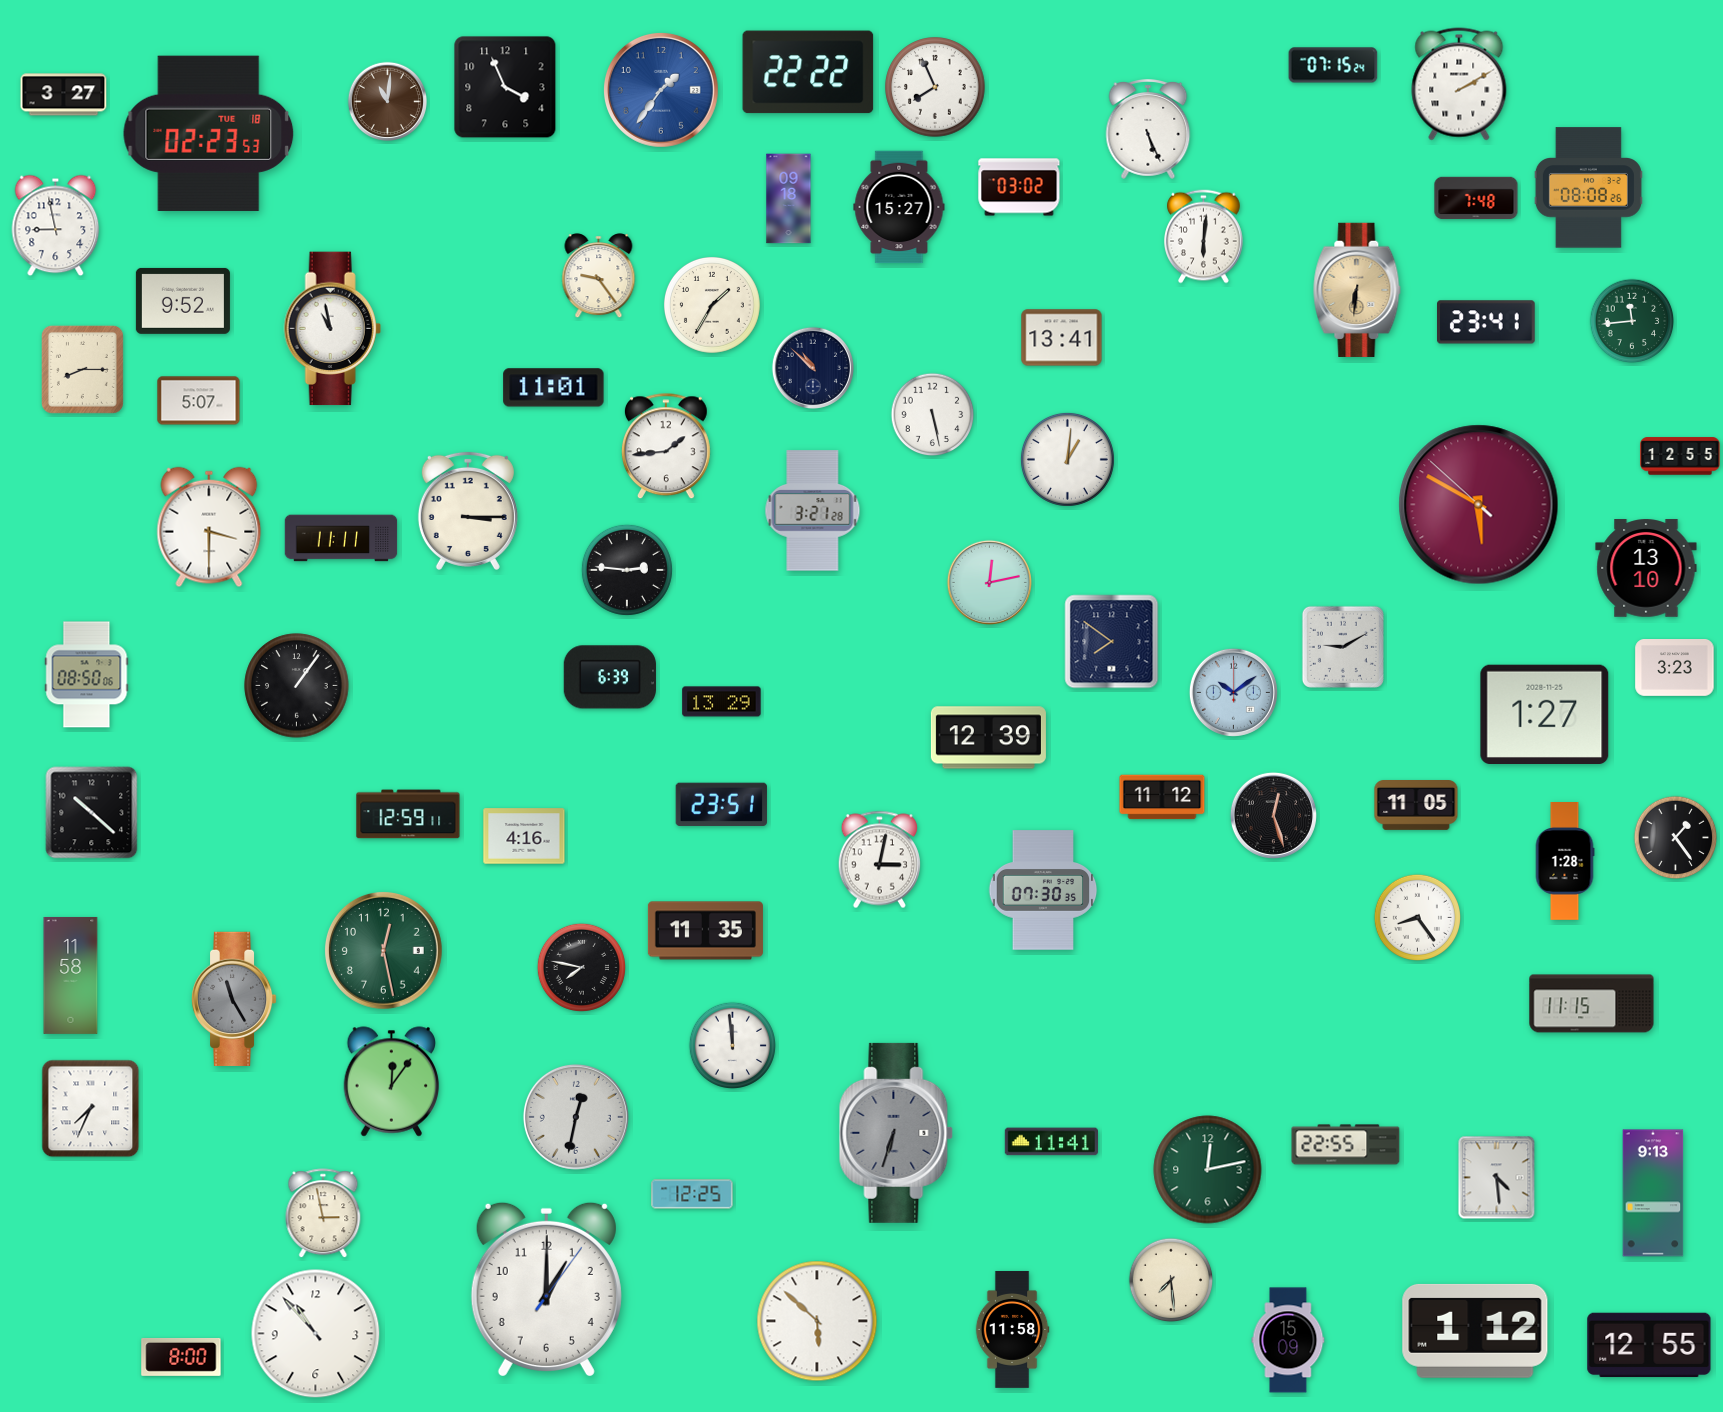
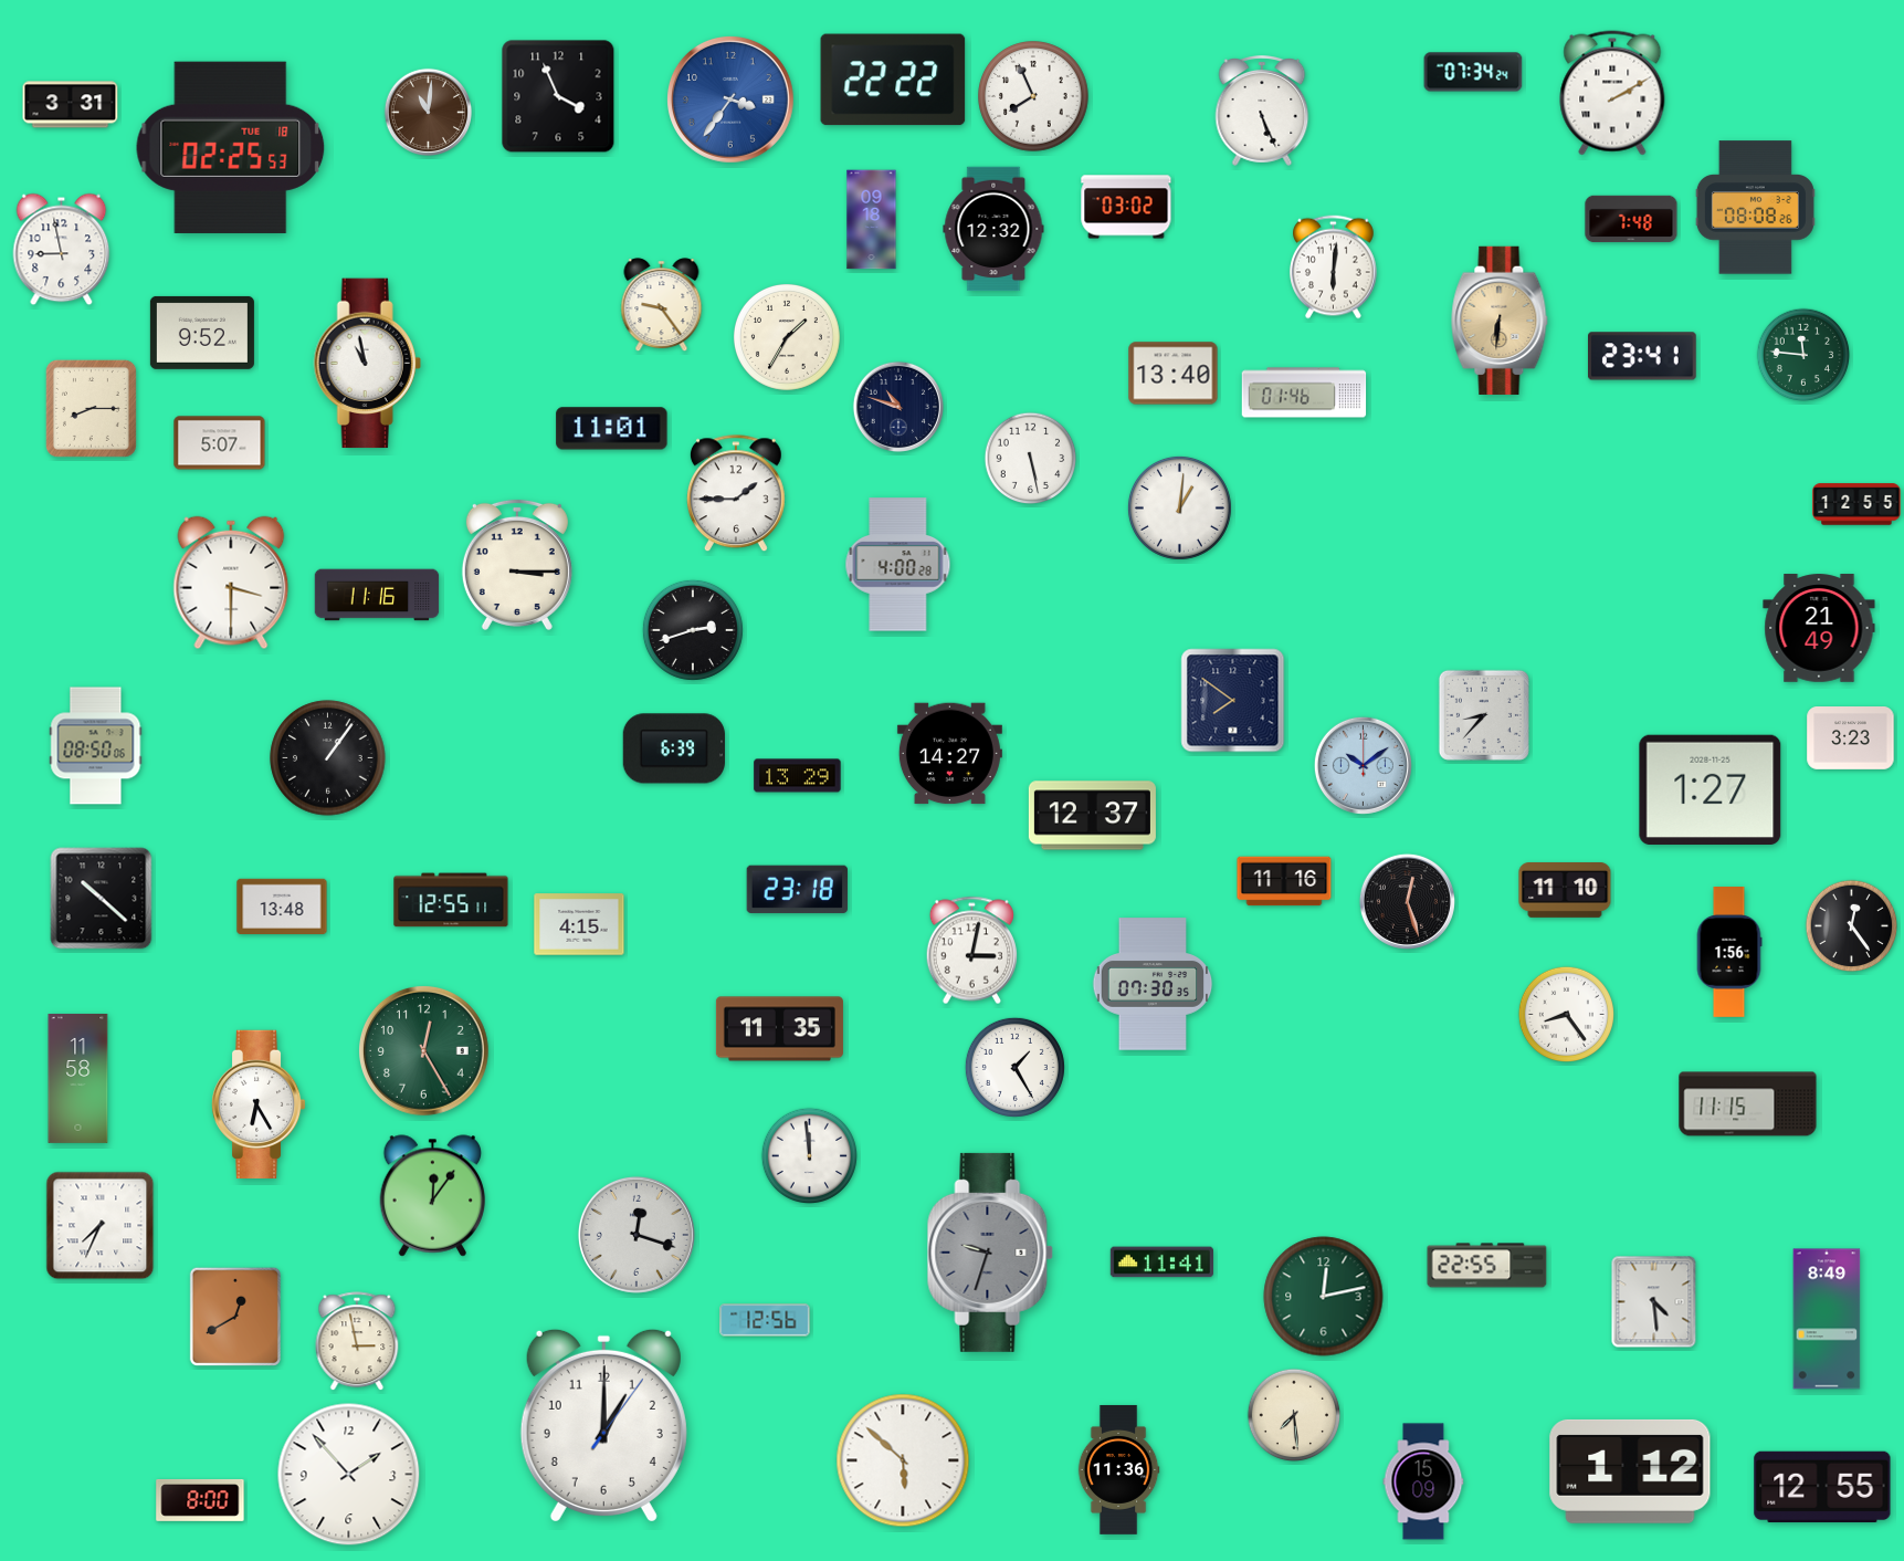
clock at (1333, 65): 07:15 -> 07:34
clock at (661, 90): 1:36 -> 3:36
clock at (64, 95): 3:27 -> 3:31
clock at (1148, 130) position: (1148, 130) -> (1262, 112)
clock at (209, 133): 02:23 -> 02:25
clock at (899, 207): 15:27 -> 12:32
clock at (1204, 237) position: (1204, 237) -> (1334, 268)
clock at (1632, 321): 11:44 -> 11:46
clock at (1062, 338): 13:41 -> 13:40
clock at (1304, 392): none -> 01:46
clock at (812, 367): 10:52 -> 10:48
clock at (666, 447): 1:44 -> 1:45
clock at (1479, 505): 5:49 -> none
clock at (813, 511): 3:21 -> 4:00
clock at (341, 538): 11:11 -> 11:16
clock at (1646, 568): 13:10 -> 21:49
clock at (627, 570): 2:46 -> 2:42
clock at (989, 582): 12:13 -> none
clock at (1112, 642) position: (1112, 642) -> (1233, 701)
clock at (1343, 647): 9:10 -> 8:37
clock at (949, 754): none -> 14:27
clock at (1545, 714) position: (1545, 714) -> (1711, 789)
clock at (988, 738): 12:39 -> 12:37
clock at (1162, 797): 11:12 -> 11:16
clock at (721, 804): 23:51 -> 23:18
clock at (1416, 806): 11:05 -> 11:10
clock at (408, 814): 12:59 -> 12:55
clock at (282, 905): none -> 13:48
clock at (524, 836): 4:16 -> 4:15
clock at (1676, 838): 1:24 -> 12:24
clock at (1565, 861): 1:28 -> 1:56
clock at (383, 950): 12:28 -> 12:25
clock at (1014, 1067): none -> 1:25
clock at (581, 967): 7:47 -> none
clock at (234, 999): 11:25 -> 6:25
clock at (234, 999) dial: grey -> white
clock at (1592, 1004) position: (1592, 1004) -> (1748, 1104)
clock at (576, 1117): 12:32 -> 12:18
clock at (896, 1133): 6:33 -> 9:33
clock at (1208, 1170) position: (1208, 1170) -> (1324, 1297)
clock at (235, 1316): none -> 12:40
clock at (1653, 1193): 9:13 -> 8:49
clock at (692, 1194): 12:25 -> 12:56
clock at (1012, 1329): 11:58 -> 11:36
clock at (316, 1334): 10:53 -> 1:53
